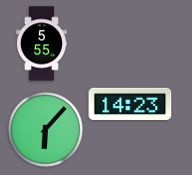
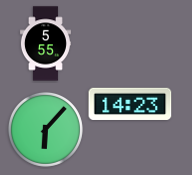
clock at (41, 44) position: (41, 44) -> (45, 44)
